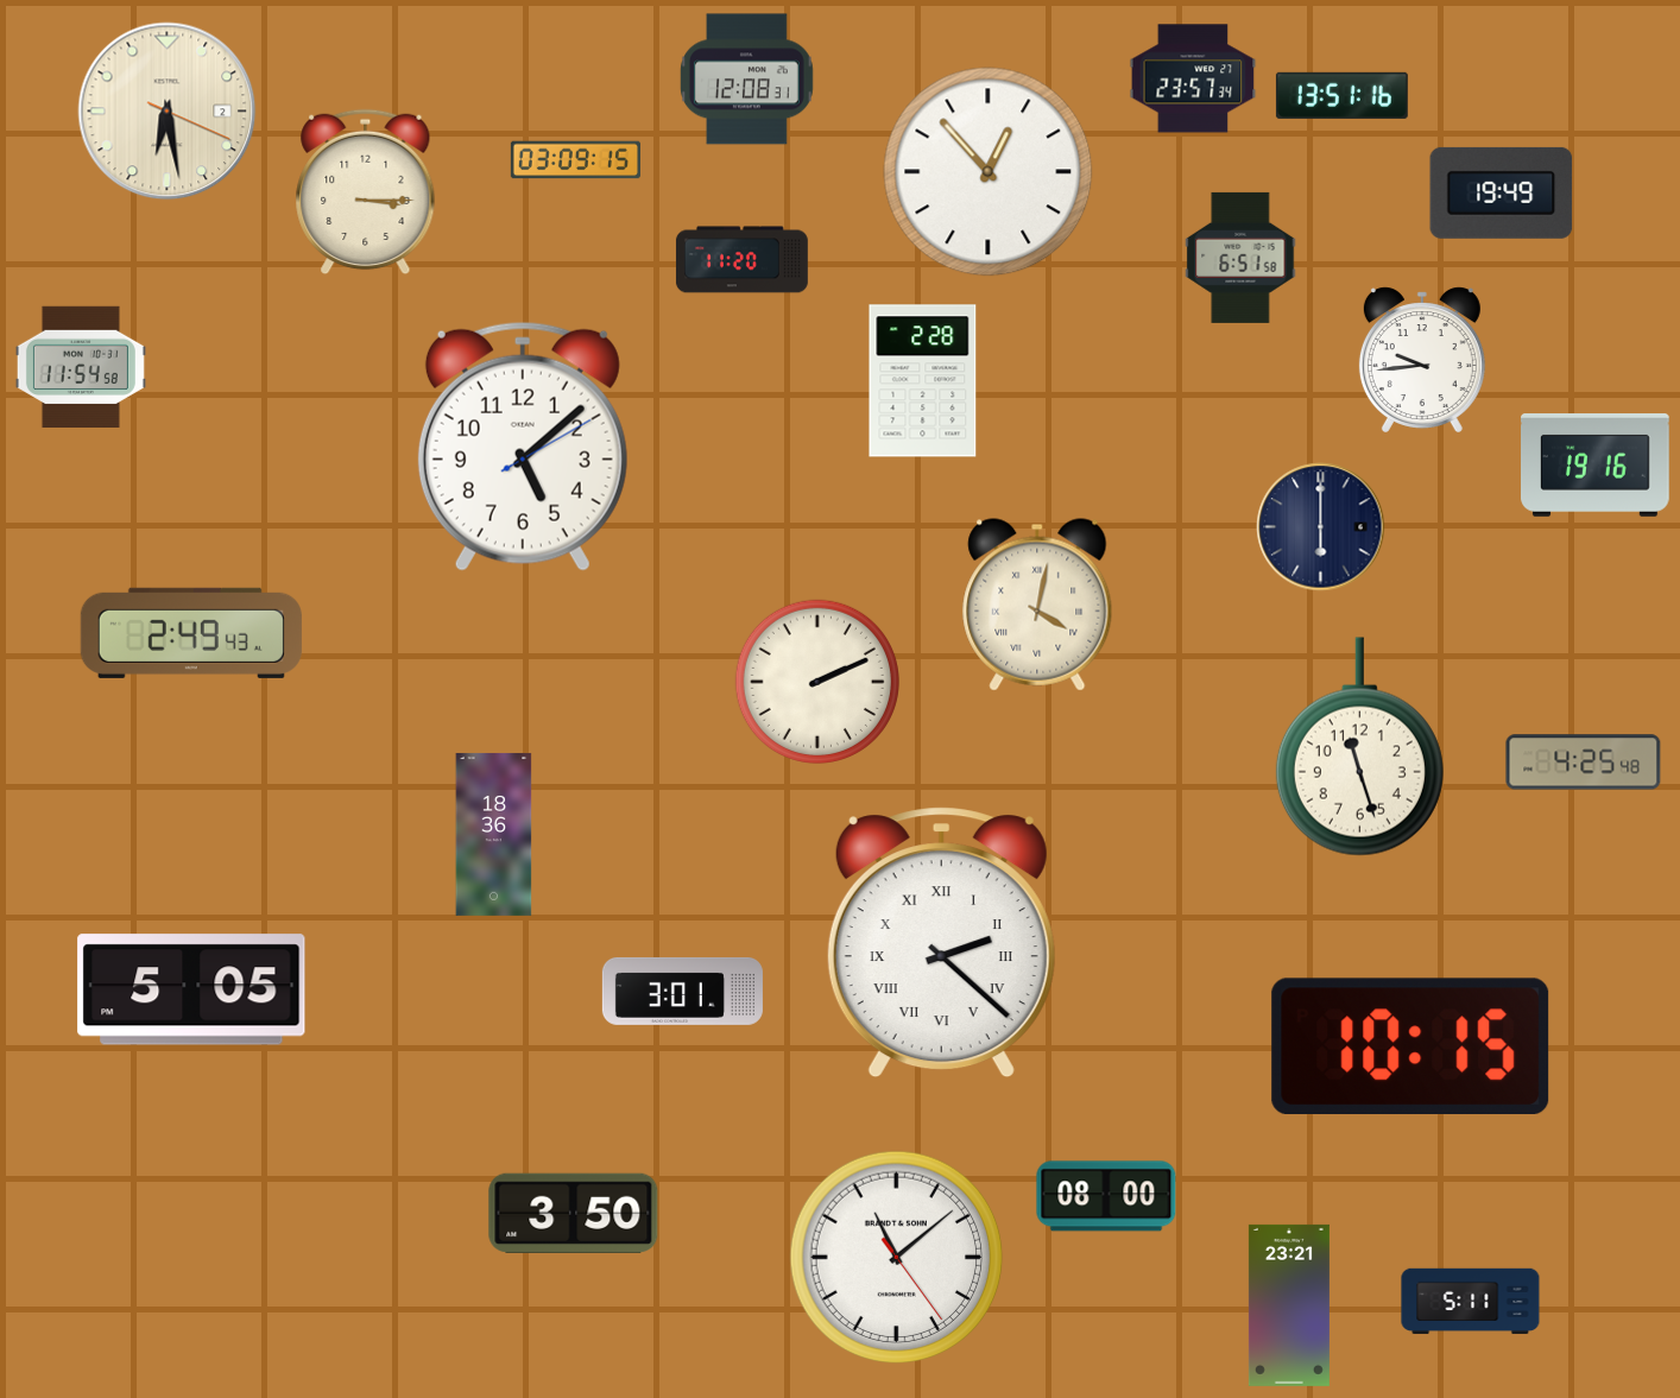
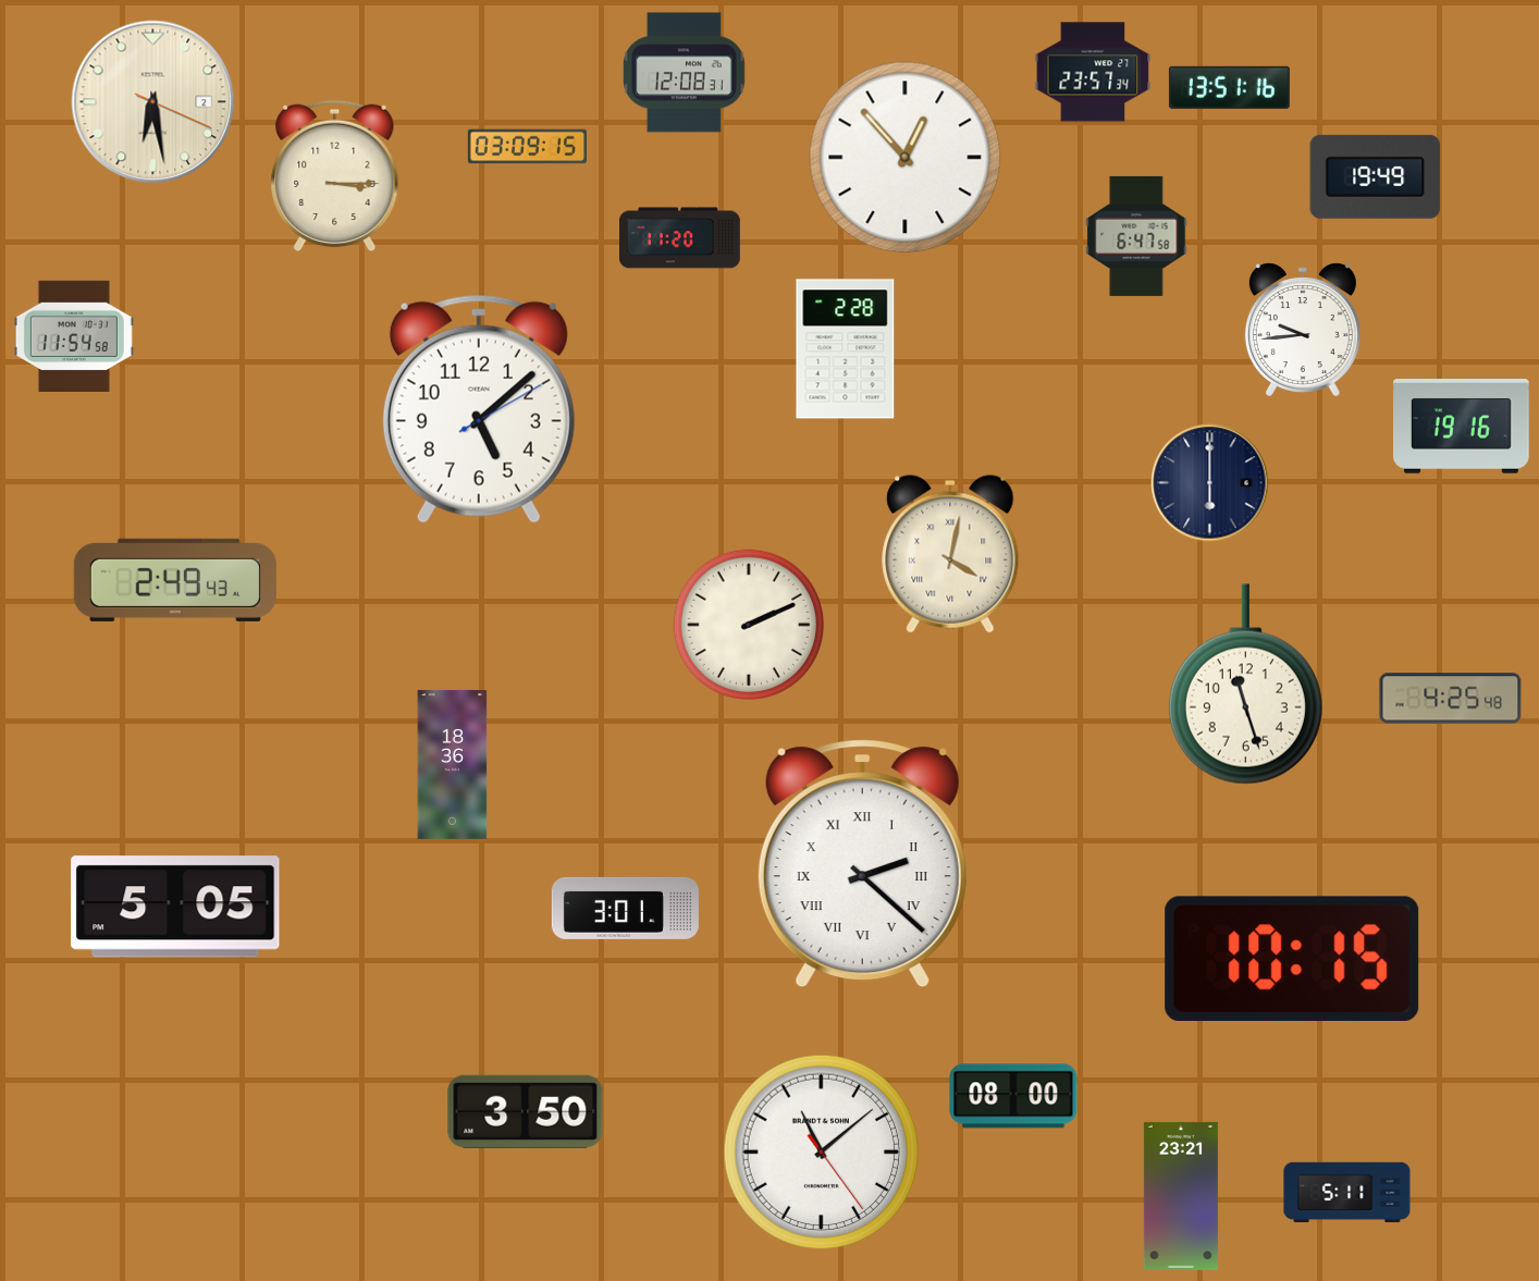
clock at (1240, 258): 6:51 -> 6:47
